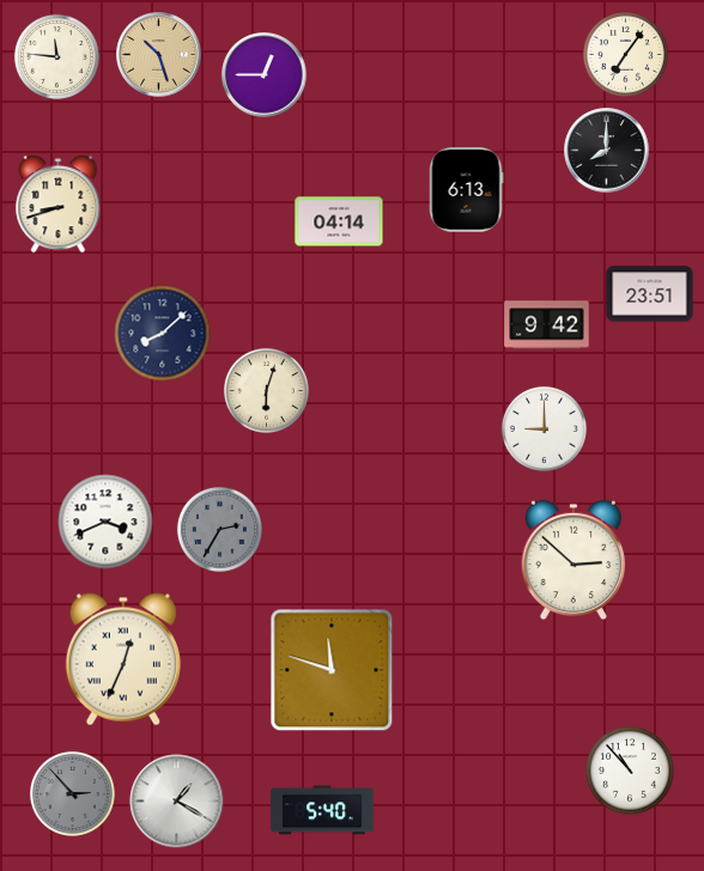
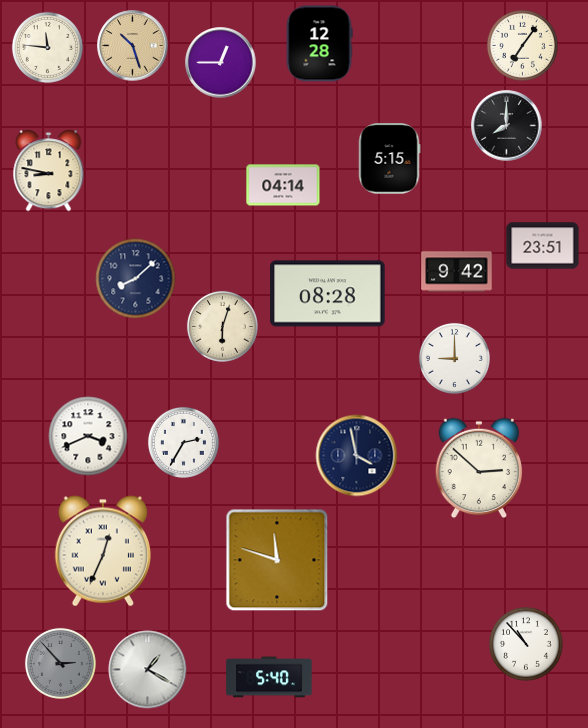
clock at (319, 44): none -> 12:28
clock at (466, 190): 6:13 -> 5:15
clock at (59, 205): 8:42 -> 8:47
clock at (328, 294): none -> 08:28
clock at (219, 529) dial: grey -> white
clock at (357, 456): none -> 3:58
